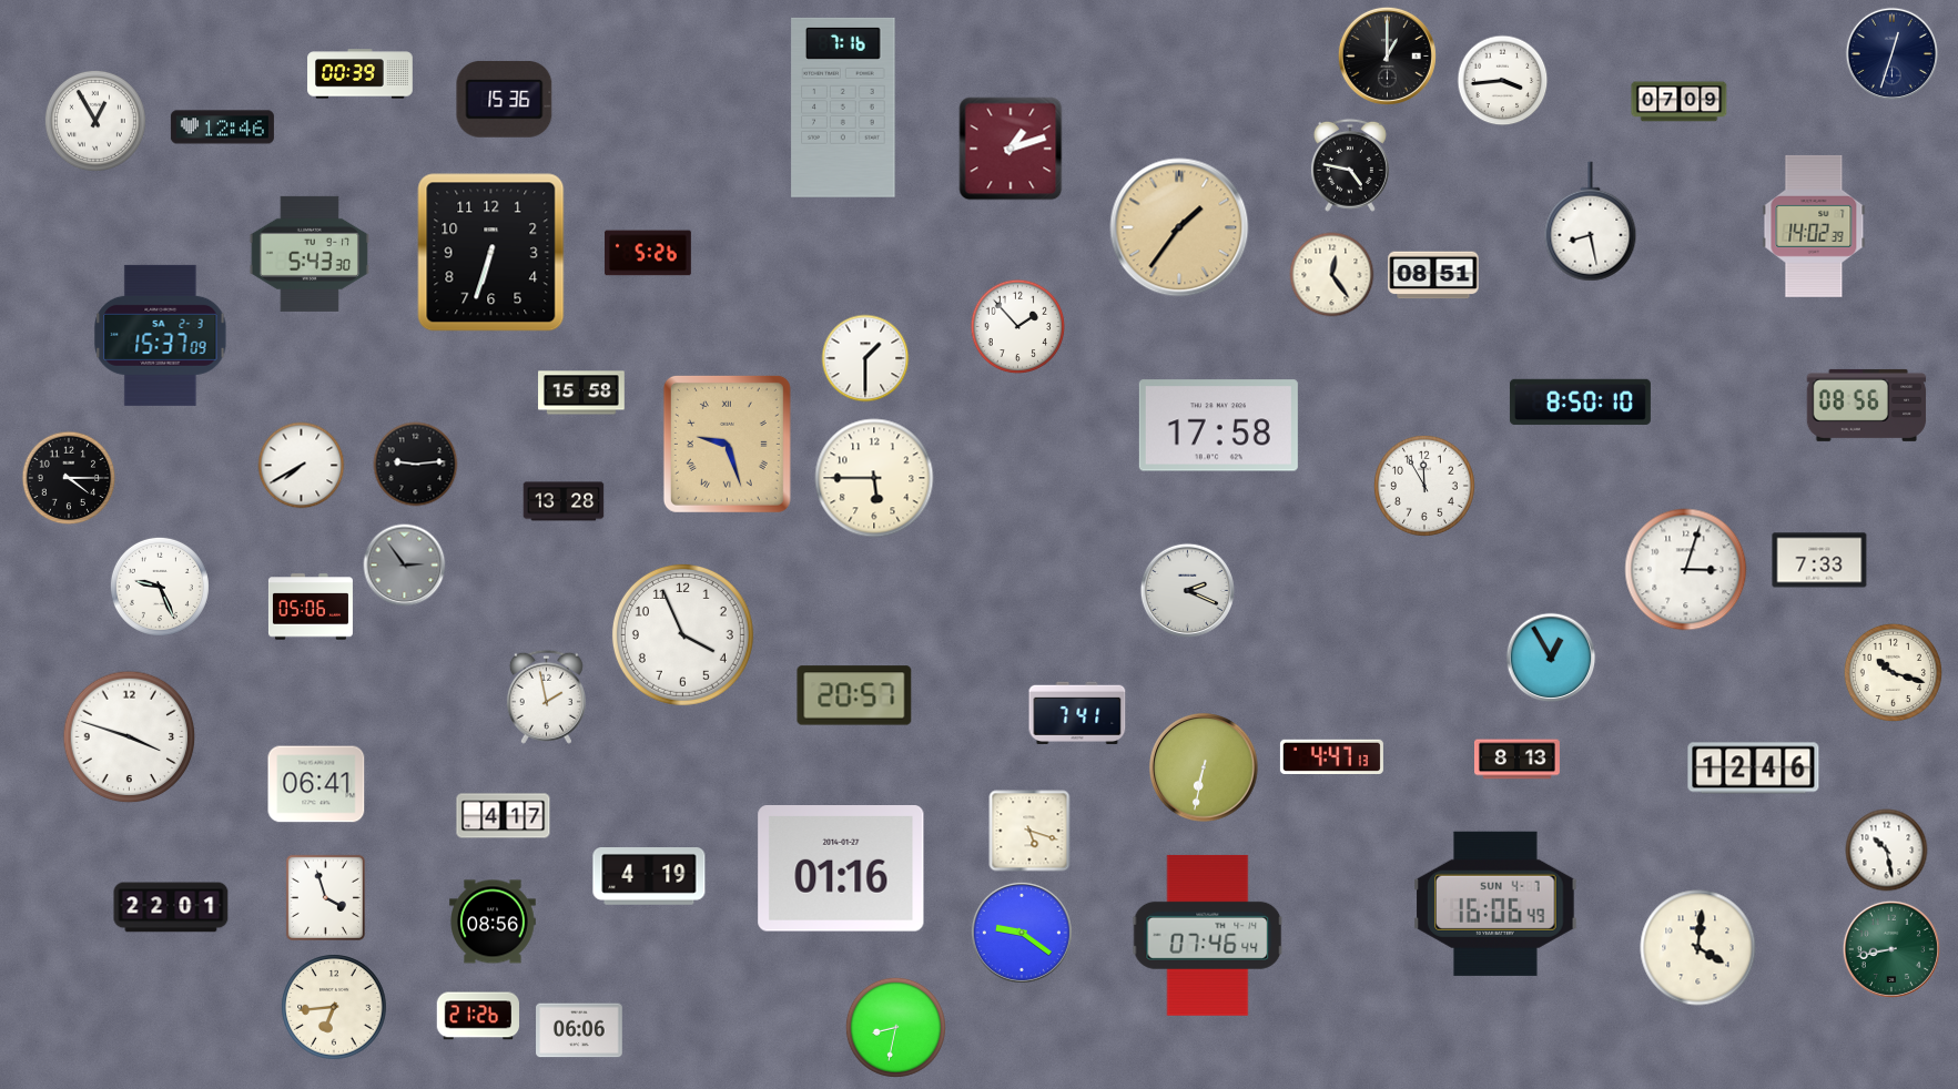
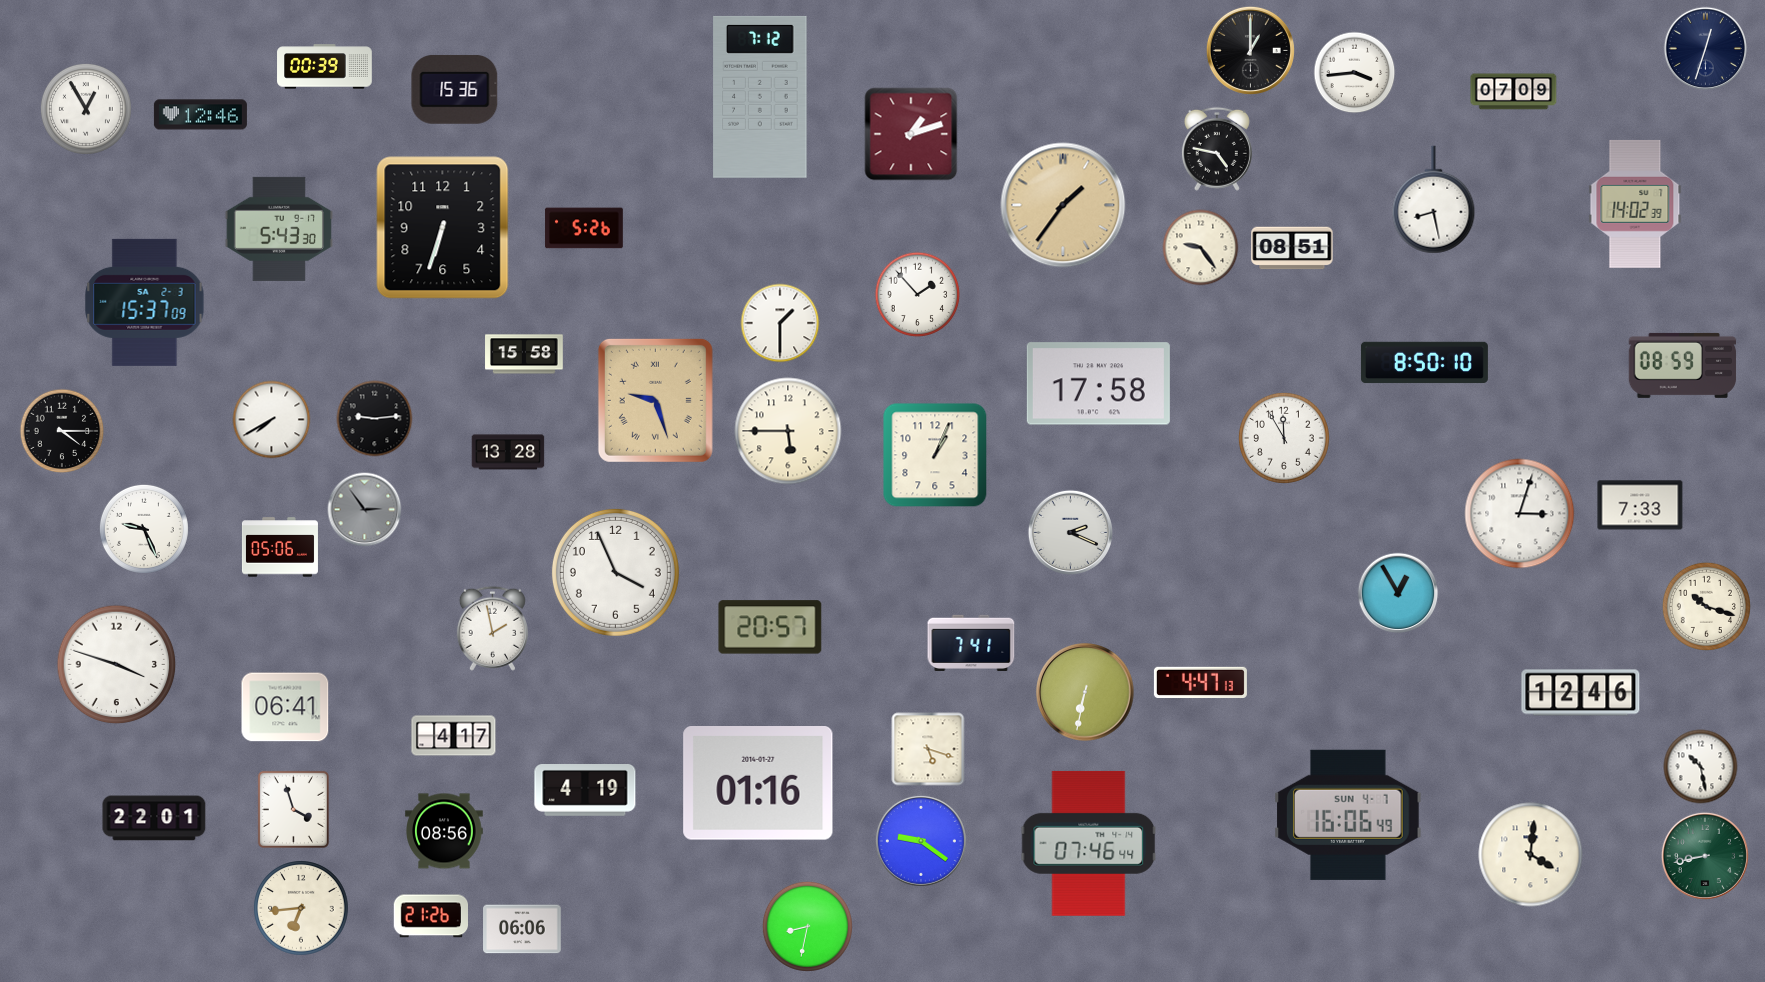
clock at (843, 108): 7:16 -> 7:12
clock at (1332, 275): 12:24 -> 9:24
clock at (1867, 405): 08:56 -> 08:59
clock at (935, 455): none -> 1:04
clock at (1518, 760): 8:13 -> none
